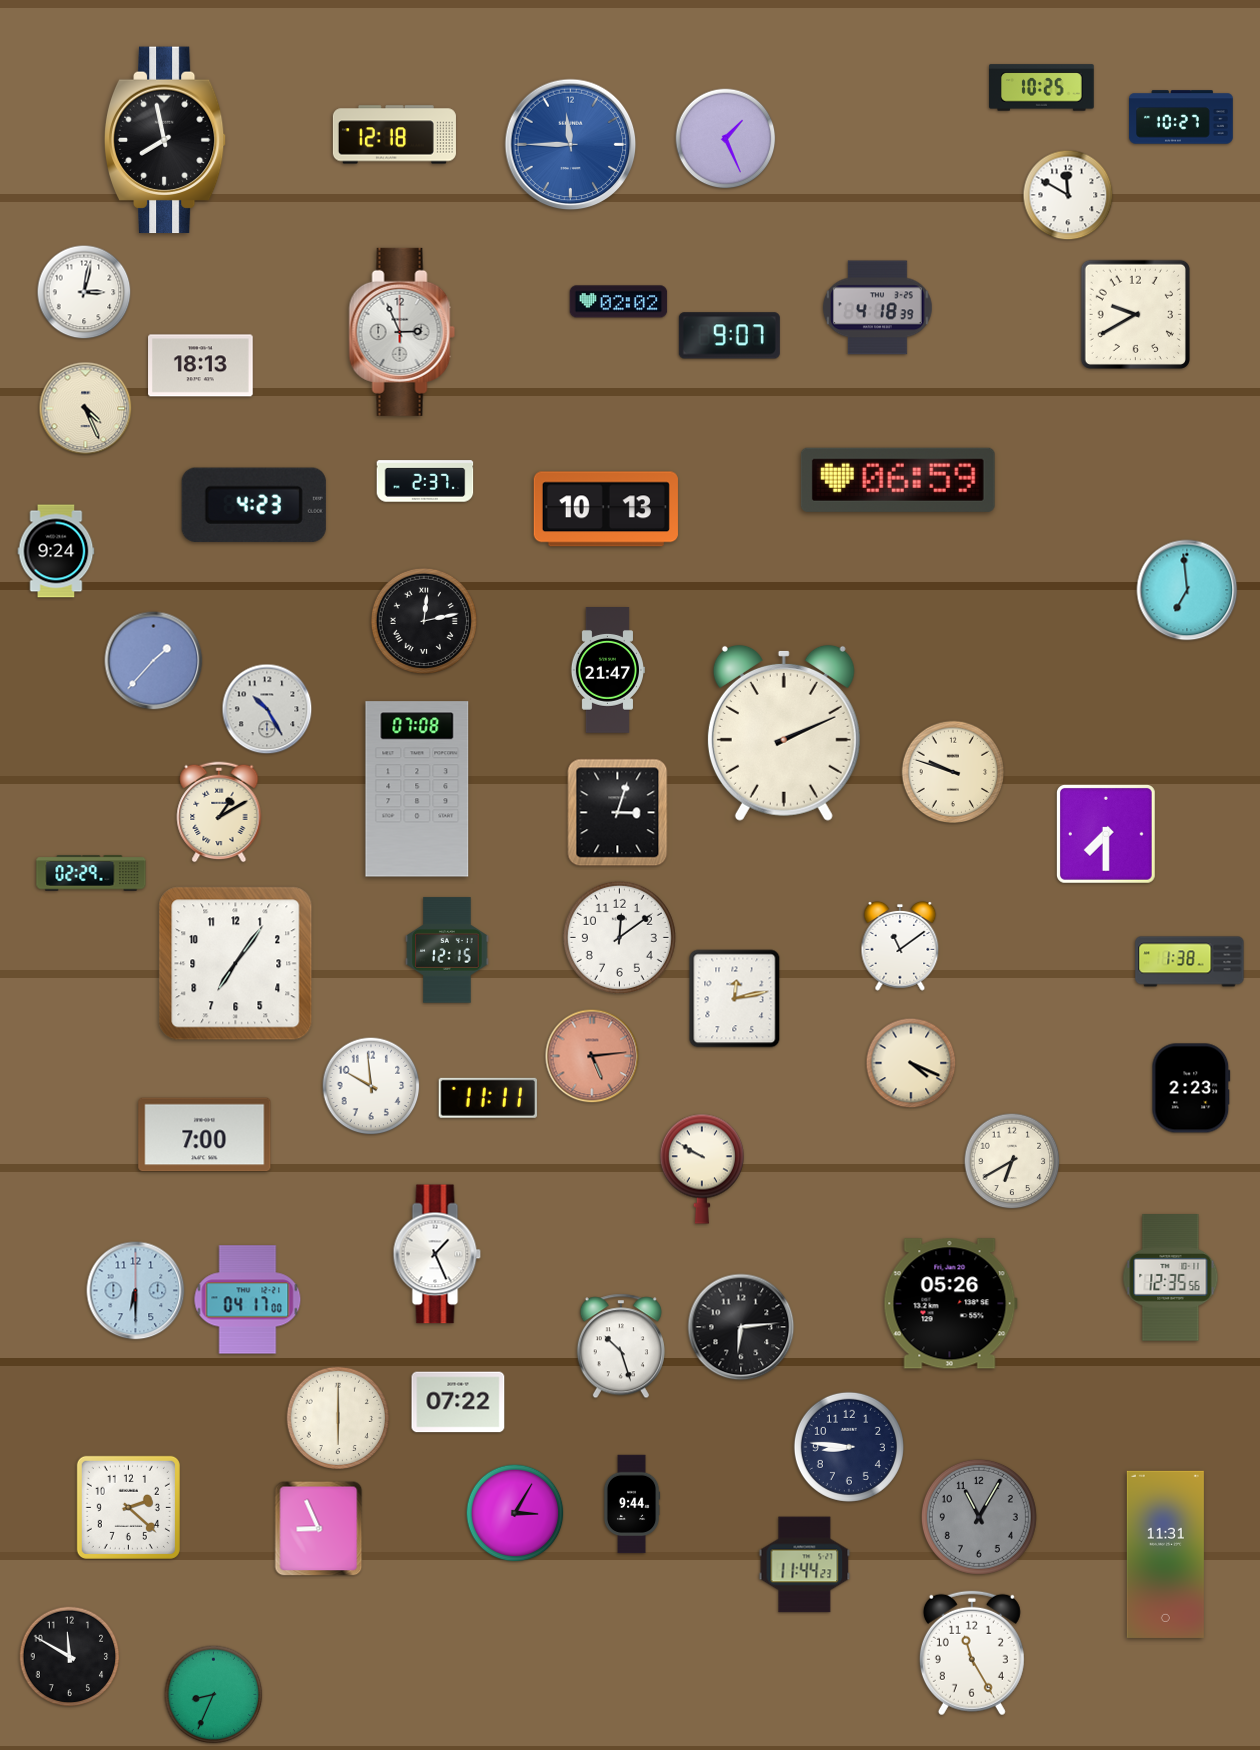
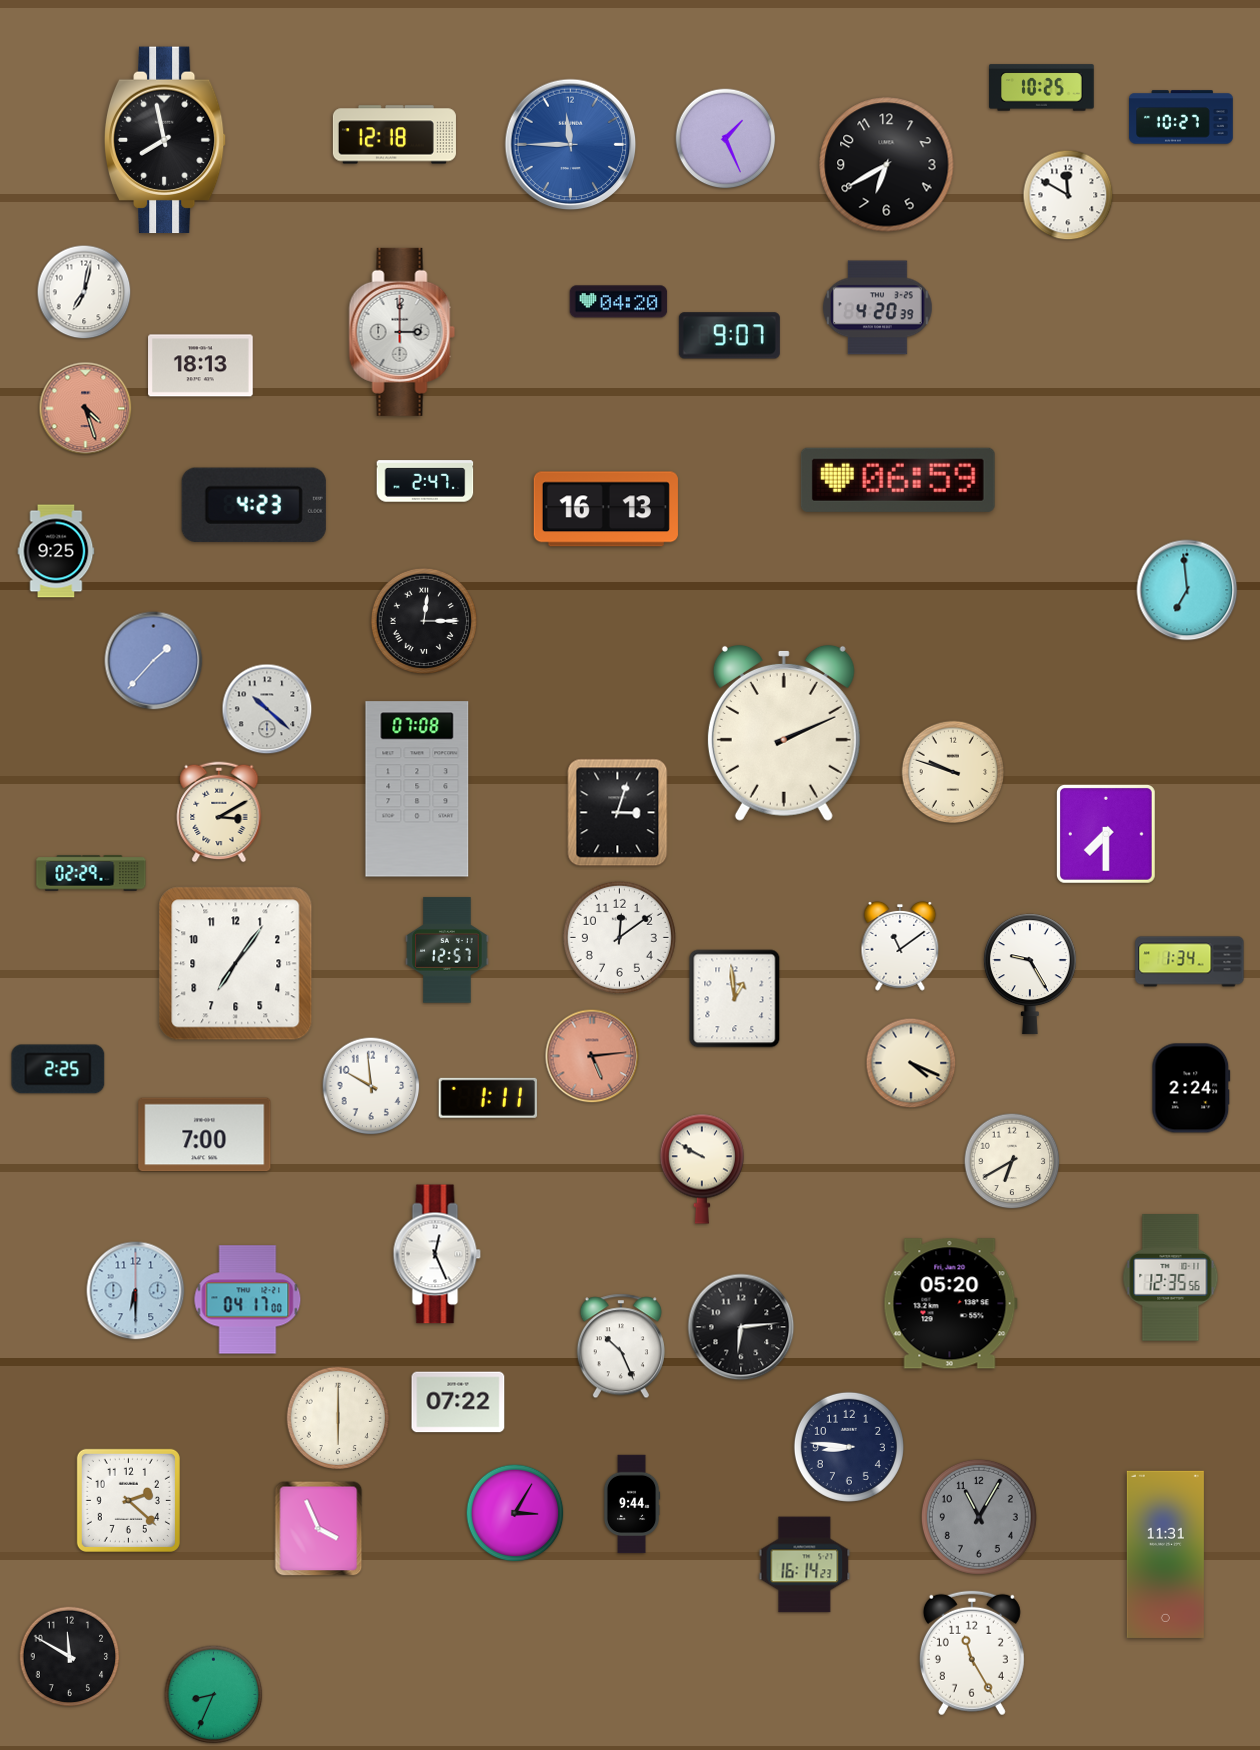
clock at (887, 165): none -> 6:40
clock at (84, 292): 3:02 -> 7:02
clock at (619, 302): 02:02 -> 04:20
clock at (877, 308): 4:18 -> 4:20
clock at (1135, 314): 9:40 -> none
clock at (402, 332): 2:56 -> 3:00
clock at (86, 409): 4:26 -> 4:27
clock at (86, 409) dial: cream -> salmon
clock at (425, 481): 2:37 -> 2:47
clock at (606, 509): 10:13 -> 16:13
clock at (56, 551): 9:24 -> 9:25
clock at (424, 621): 12:13 -> 12:15
clock at (607, 671): 21:47 -> none
clock at (267, 709): 10:25 -> 10:22
clock at (219, 812): 1:10 -> 3:10
clock at (447, 950): 12:15 -> 12:57
clock at (1190, 962): 1:38 -> 1:34
clock at (1030, 974): none -> 9:25
clock at (735, 999): 12:13 -> 12:59
clock at (58, 1069): none -> 2:25
clock at (1191, 1088): 2:23 -> 2:24
clock at (488, 1098): 11:11 -> 1:11
clock at (437, 1254): 1:26 -> 12:26
clock at (950, 1304): 05:26 -> 05:20
clock at (621, 1346): 10:27 -> 10:26
clock at (128, 1507) position: (128, 1507) -> (128, 1500)
clock at (319, 1529): 8:56 -> 3:56
clock at (805, 1565): 11:44 -> 16:14
